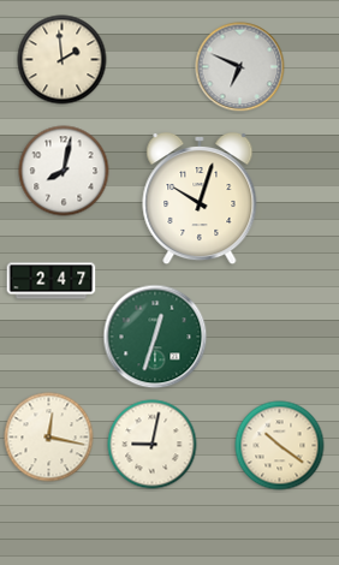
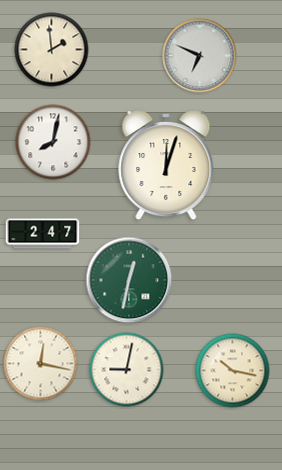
clock at (200, 198): 10:03 -> 12:03
clock at (155, 337): 12:33 -> 12:32
clock at (280, 446): 10:21 -> 10:17
